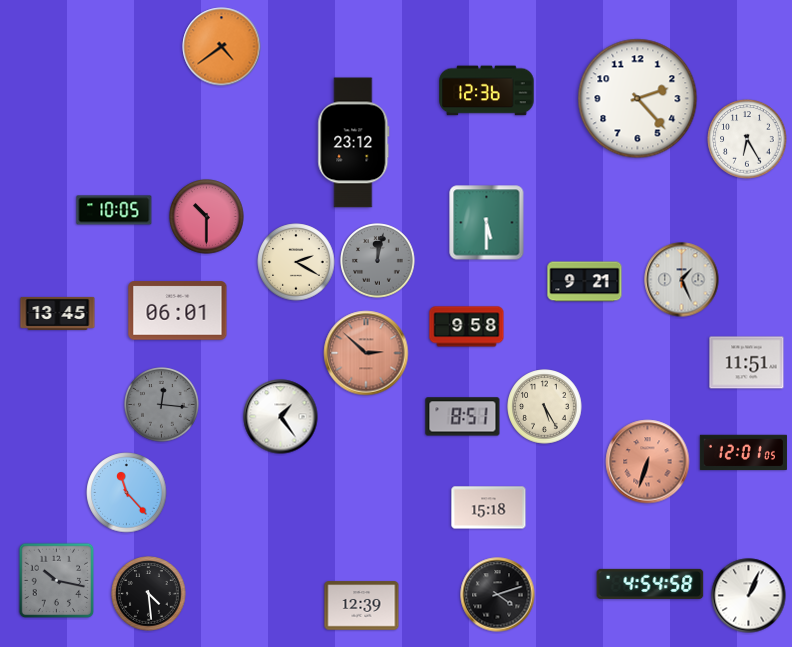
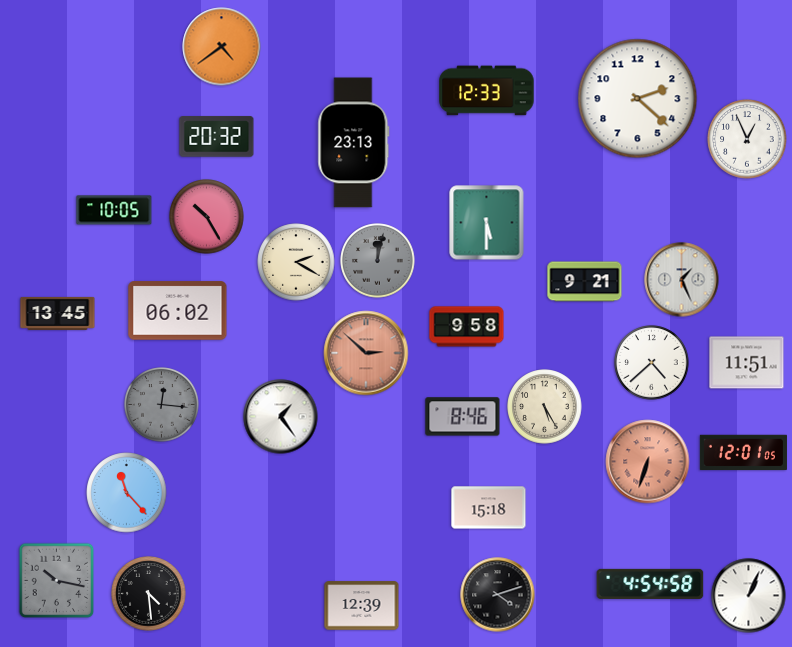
clock at (487, 91): 12:36 -> 12:33
clock at (638, 99): 2:23 -> 2:22
clock at (217, 137): none -> 20:32
clock at (747, 139): 6:25 -> 12:56
clock at (354, 143): 23:12 -> 23:13
clock at (207, 217): 10:30 -> 10:25
clock at (178, 311): 06:01 -> 06:02
clock at (652, 363): none -> 4:38
clock at (463, 417): 8:51 -> 8:46
